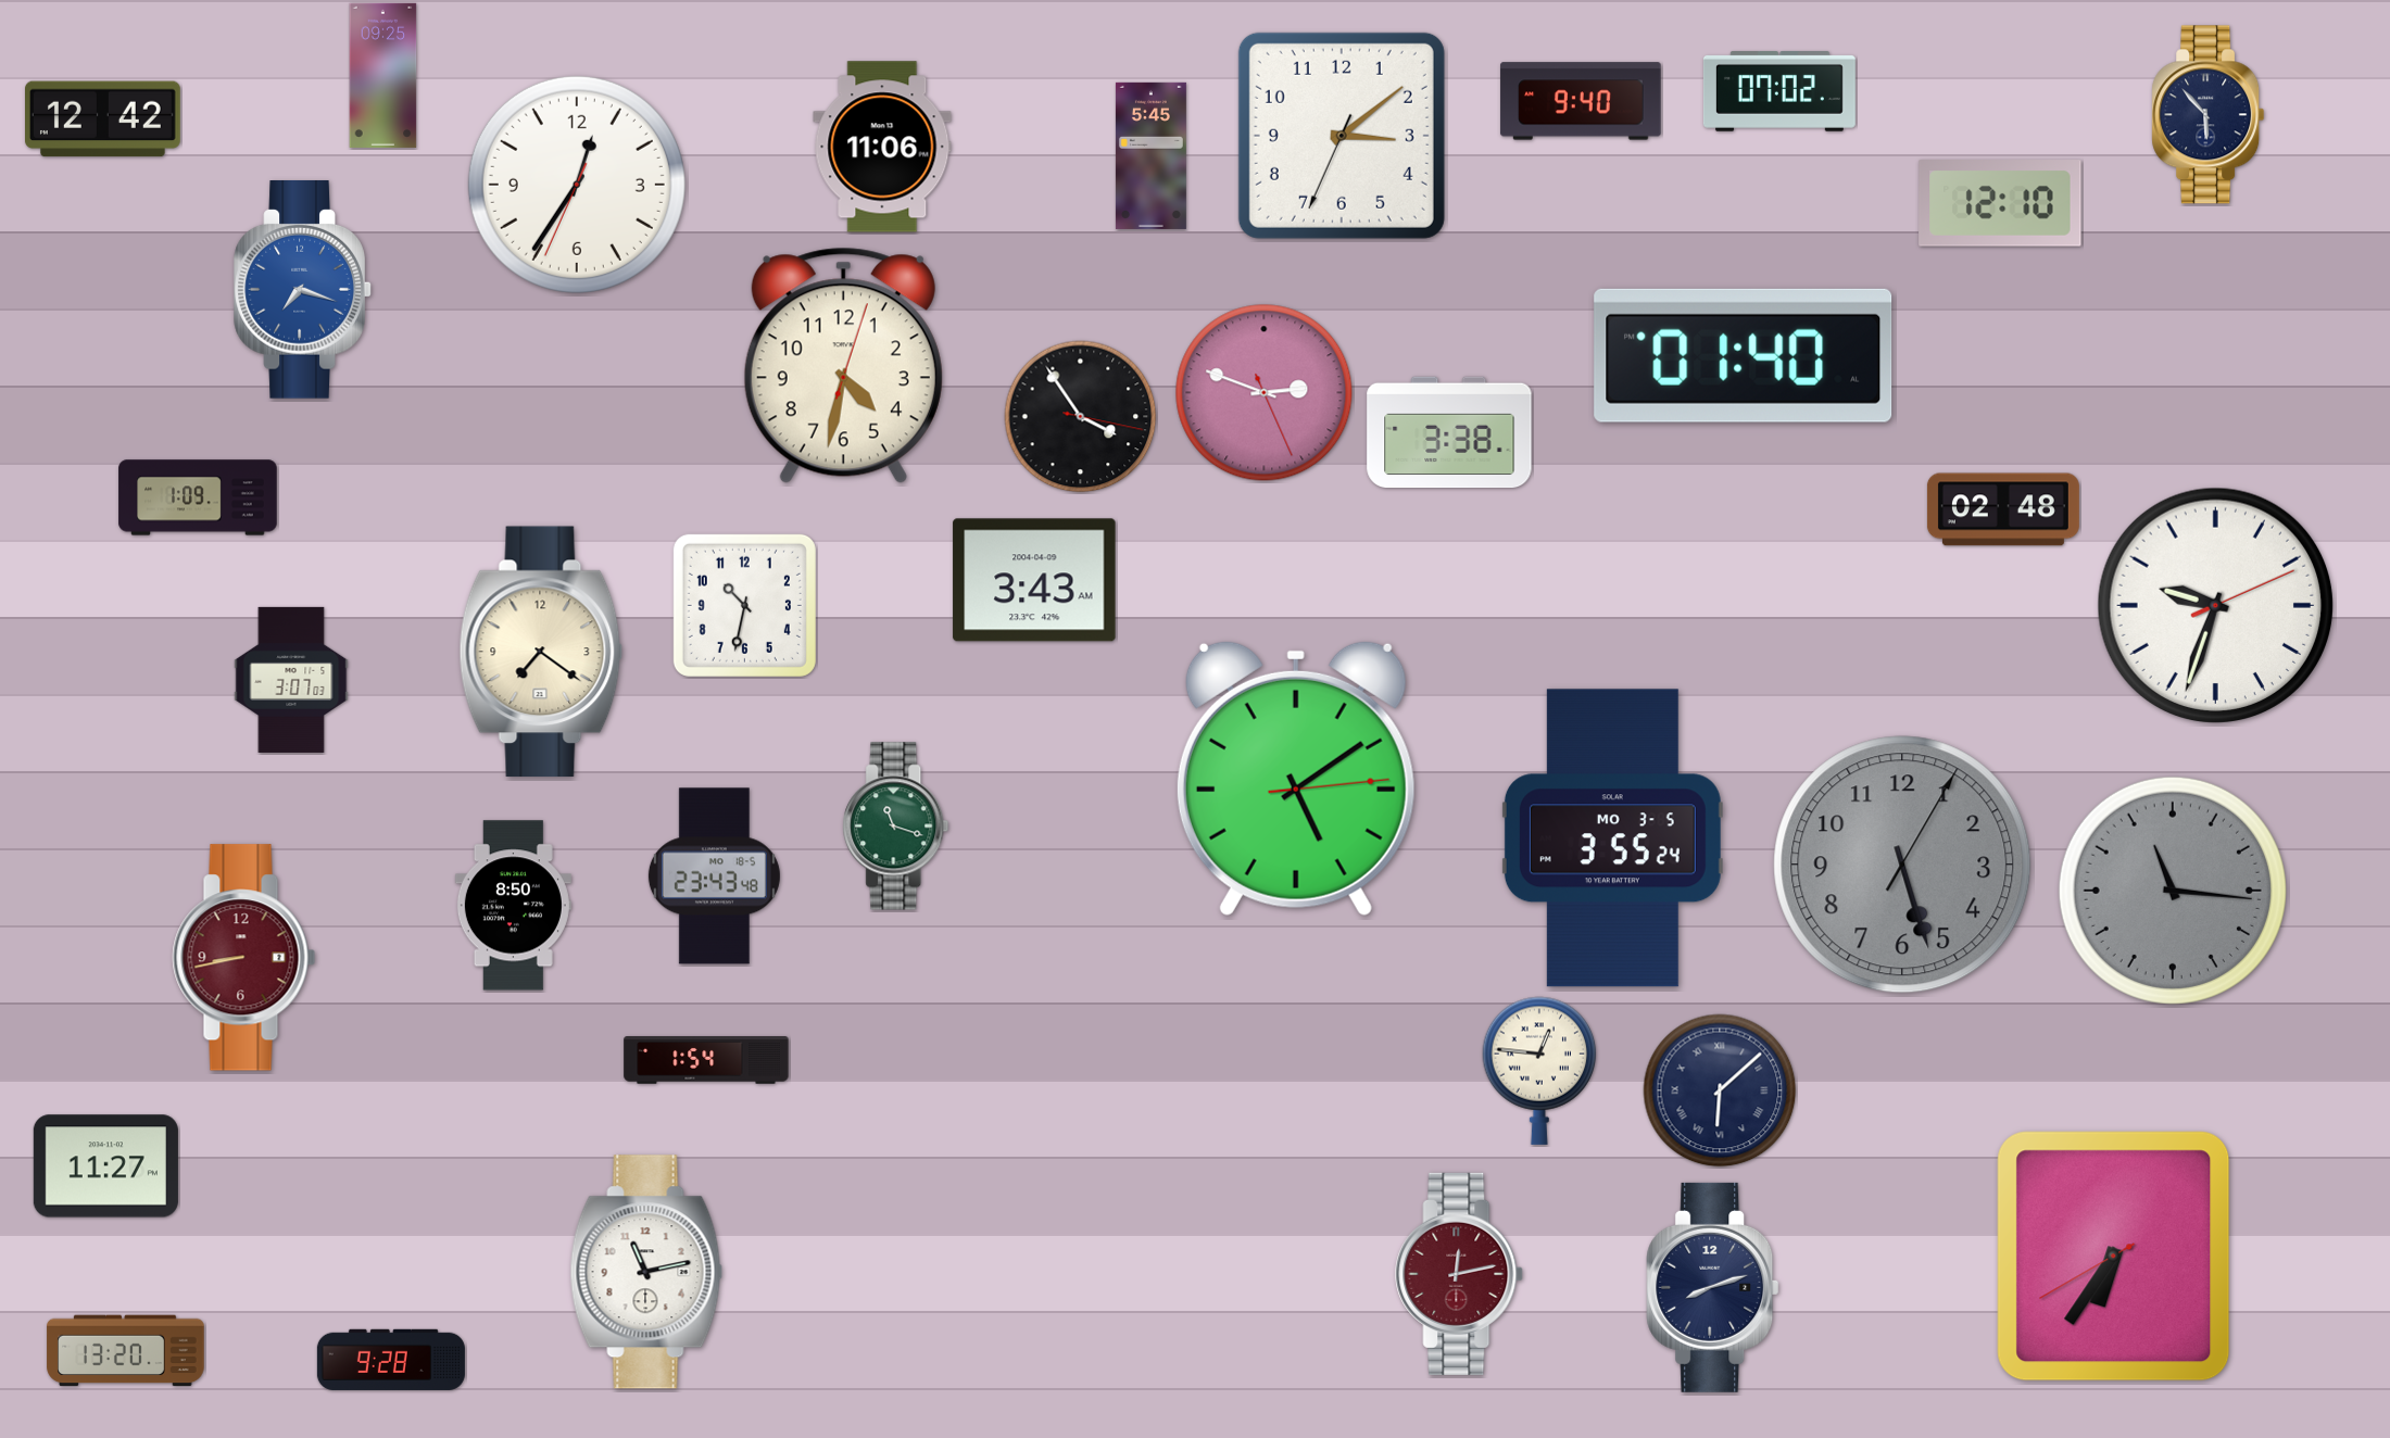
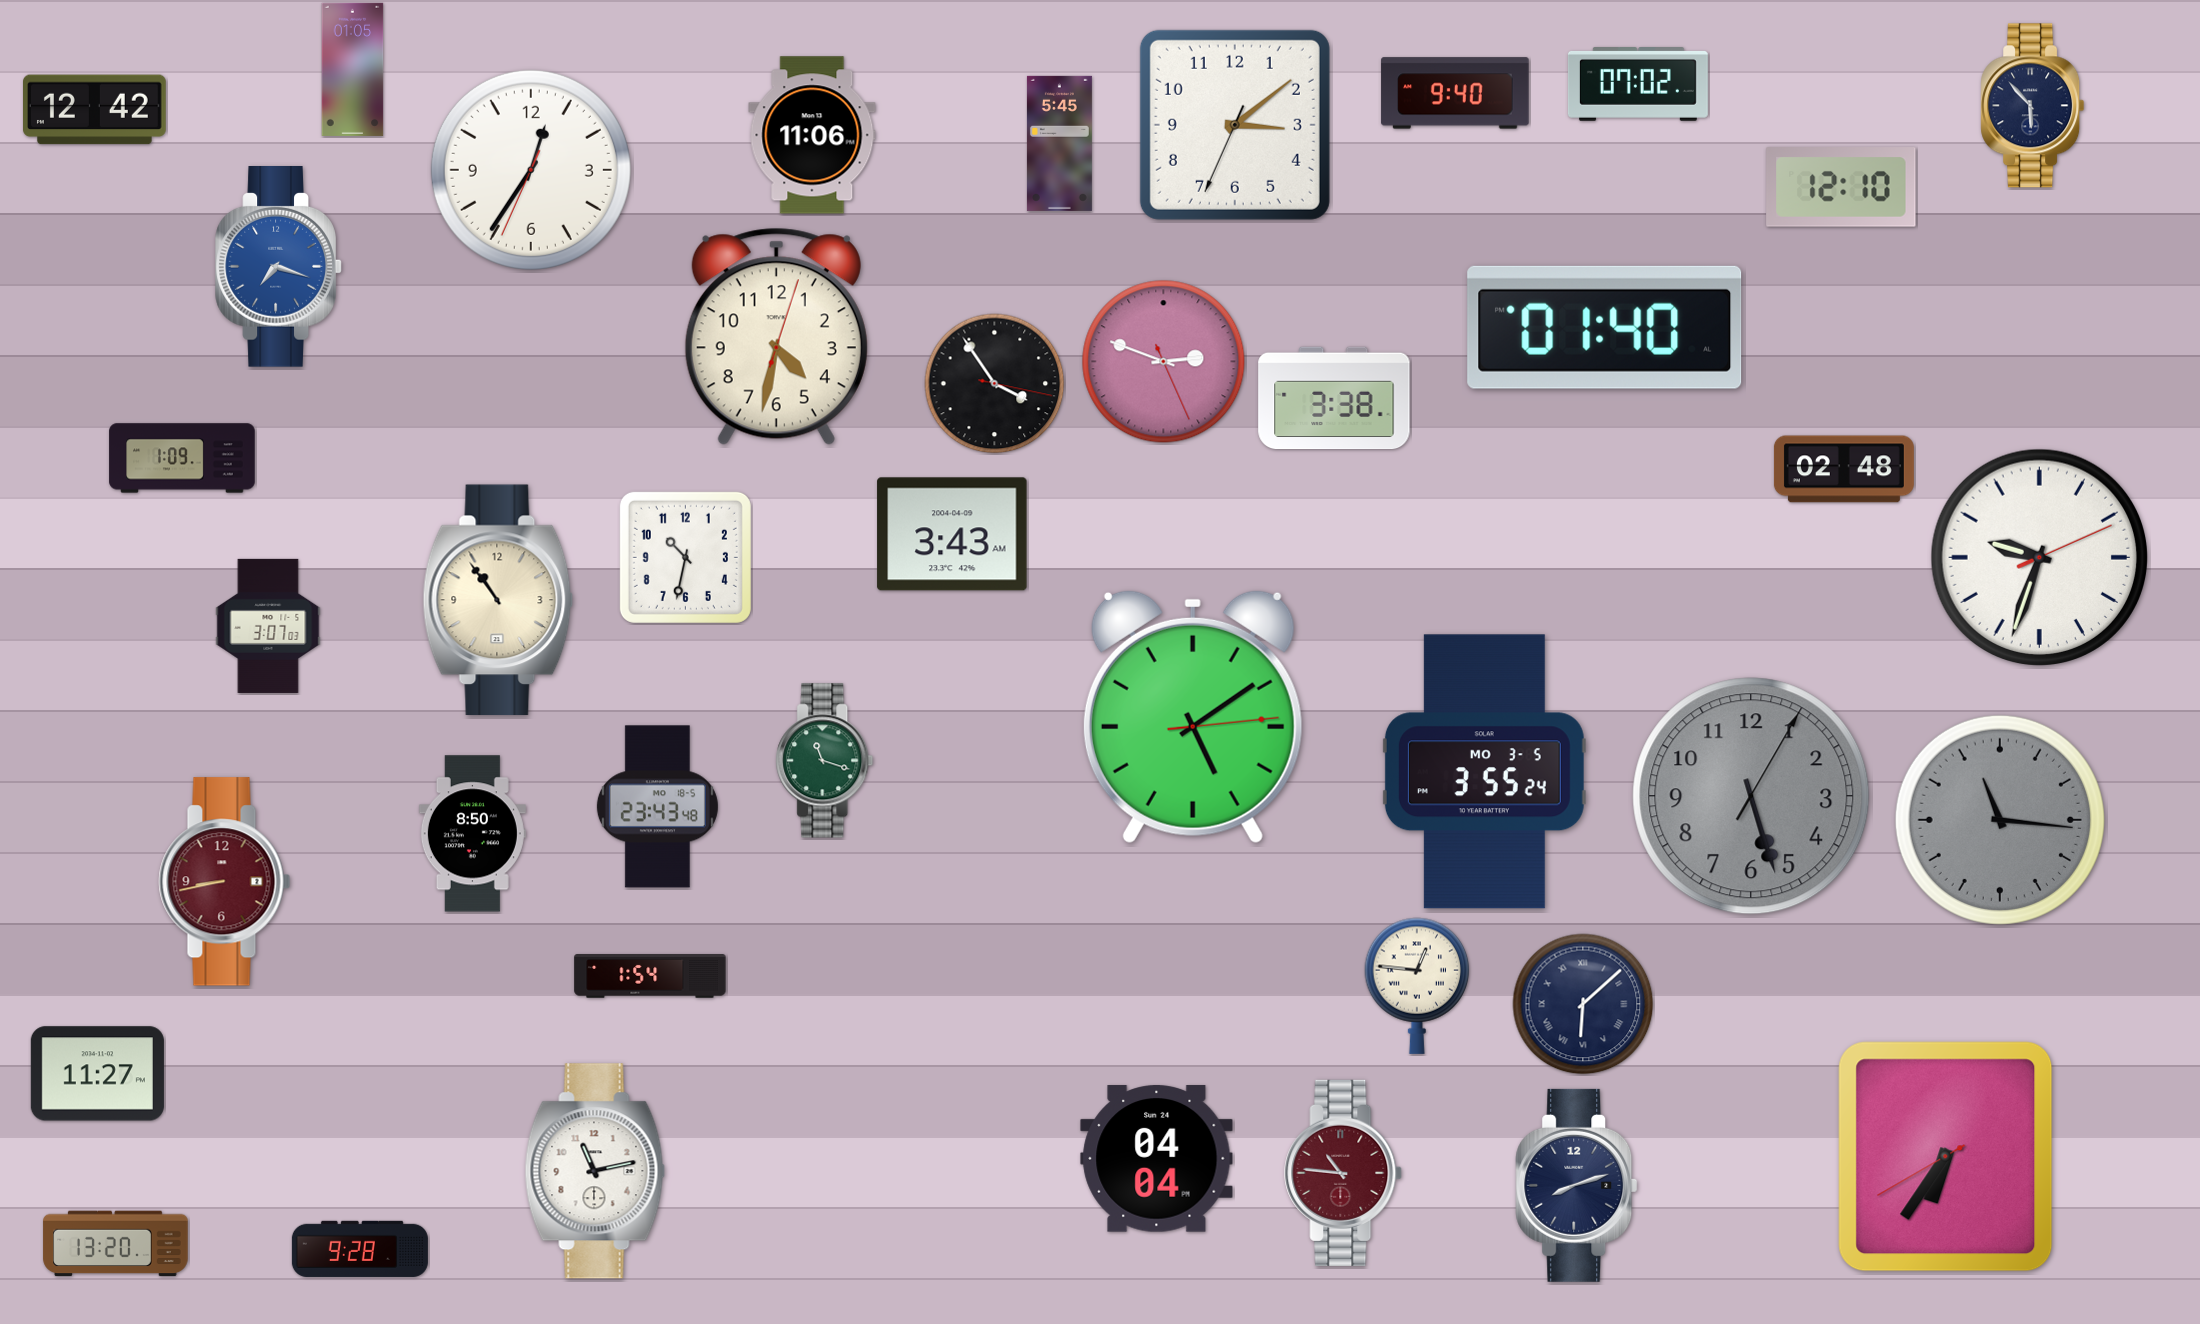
clock at (383, 75): 09:25 -> 01:05
clock at (541, 652): 7:21 -> 10:54
clock at (1157, 1159): none -> 04:04
clock at (1460, 1274): 12:13 -> 10:46
clock at (391, 1360) position: (391, 1360) -> (360, 1249)
